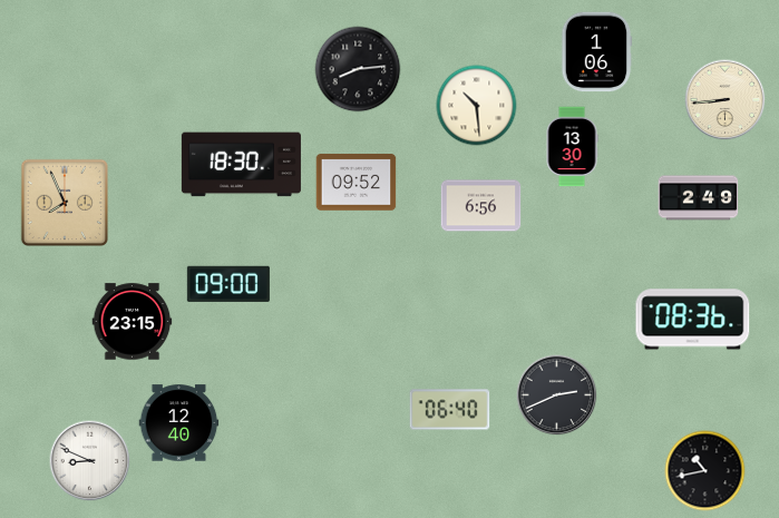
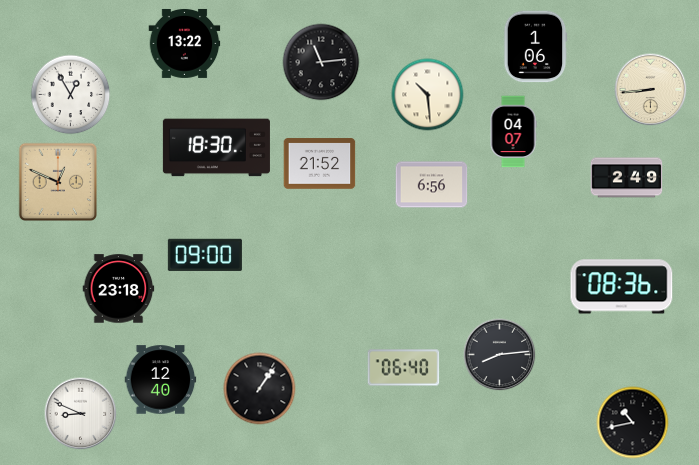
clock at (185, 43): none -> 13:22
clock at (358, 69): 8:14 -> 11:14
clock at (71, 95): none -> 12:55
clock at (572, 147): 13:30 -> 04:07
clock at (357, 183): 09:52 -> 21:52
clock at (64, 202): 7:56 -> 12:49
clock at (133, 322): 23:15 -> 23:18
clock at (557, 395): 2:41 -> 8:14
clock at (260, 389): none -> 1:06
